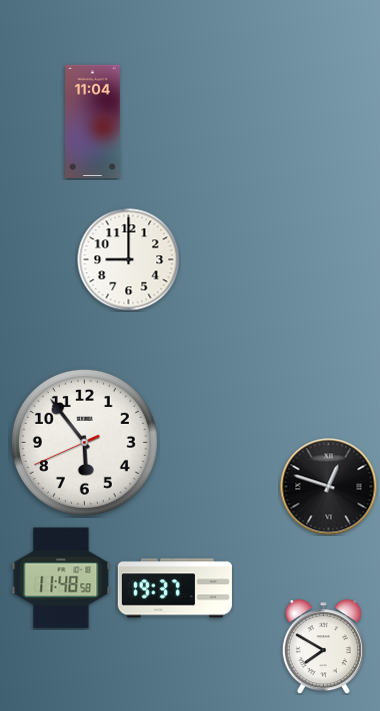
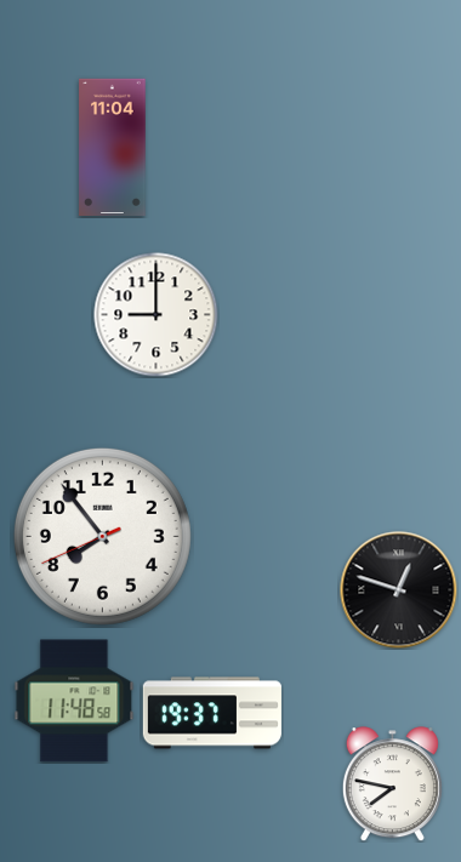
clock at (84, 442): 5:53 -> 7:53
clock at (323, 647): 7:50 -> 7:47
